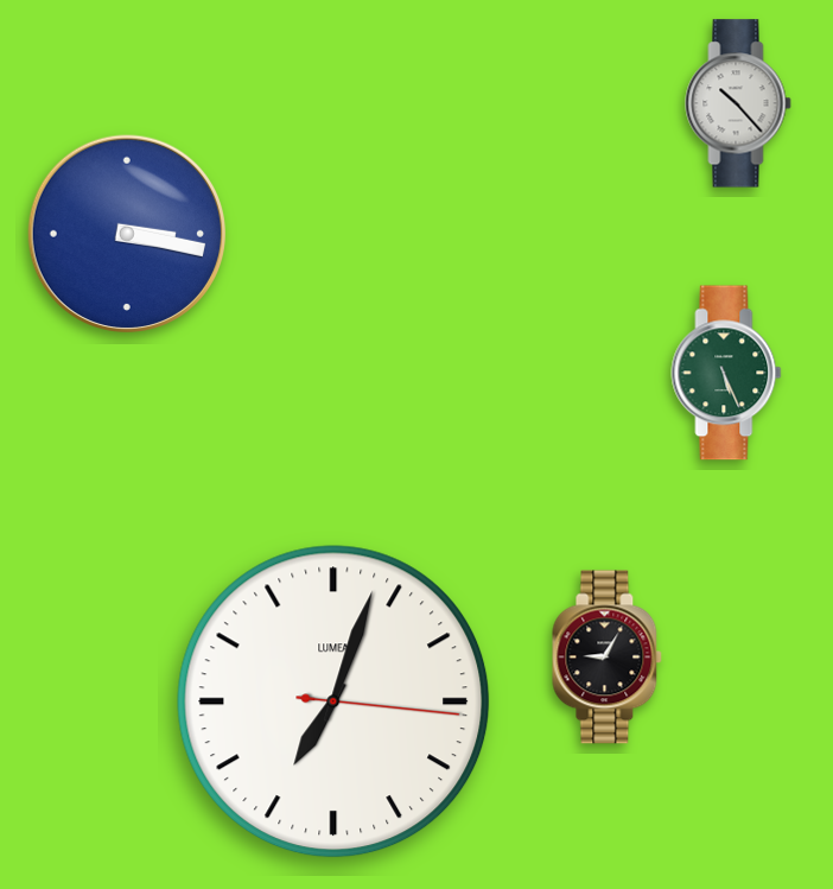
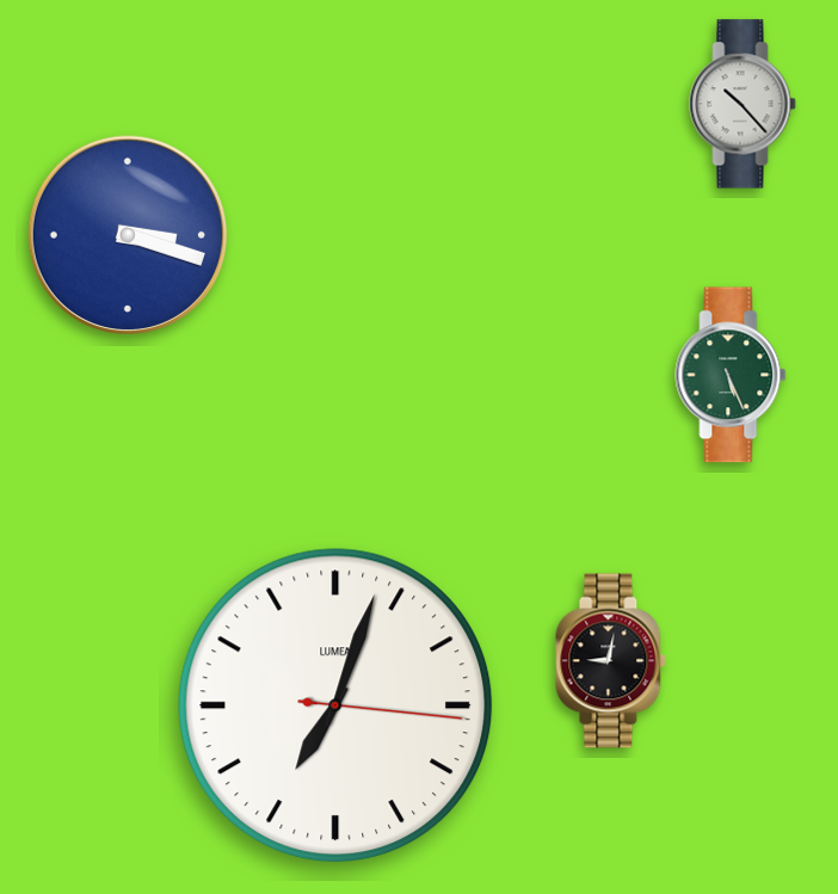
clock at (126, 233): 3:17 -> 3:18
clock at (608, 658): 9:05 -> 9:02
